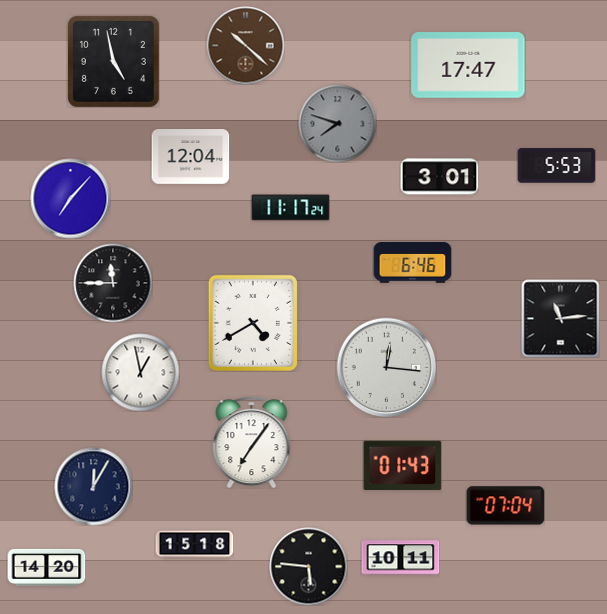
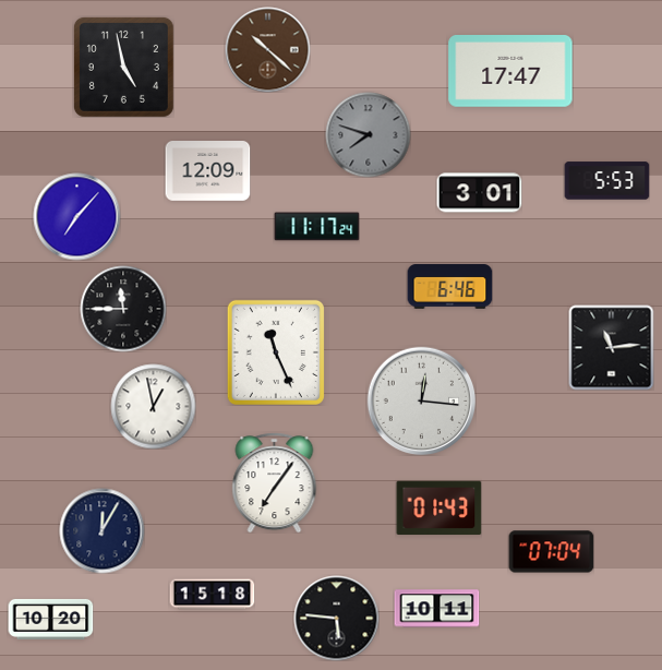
clock at (190, 157): 12:04 -> 12:09
clock at (253, 323): 4:40 -> 11:26
clock at (46, 567): 14:20 -> 10:20
